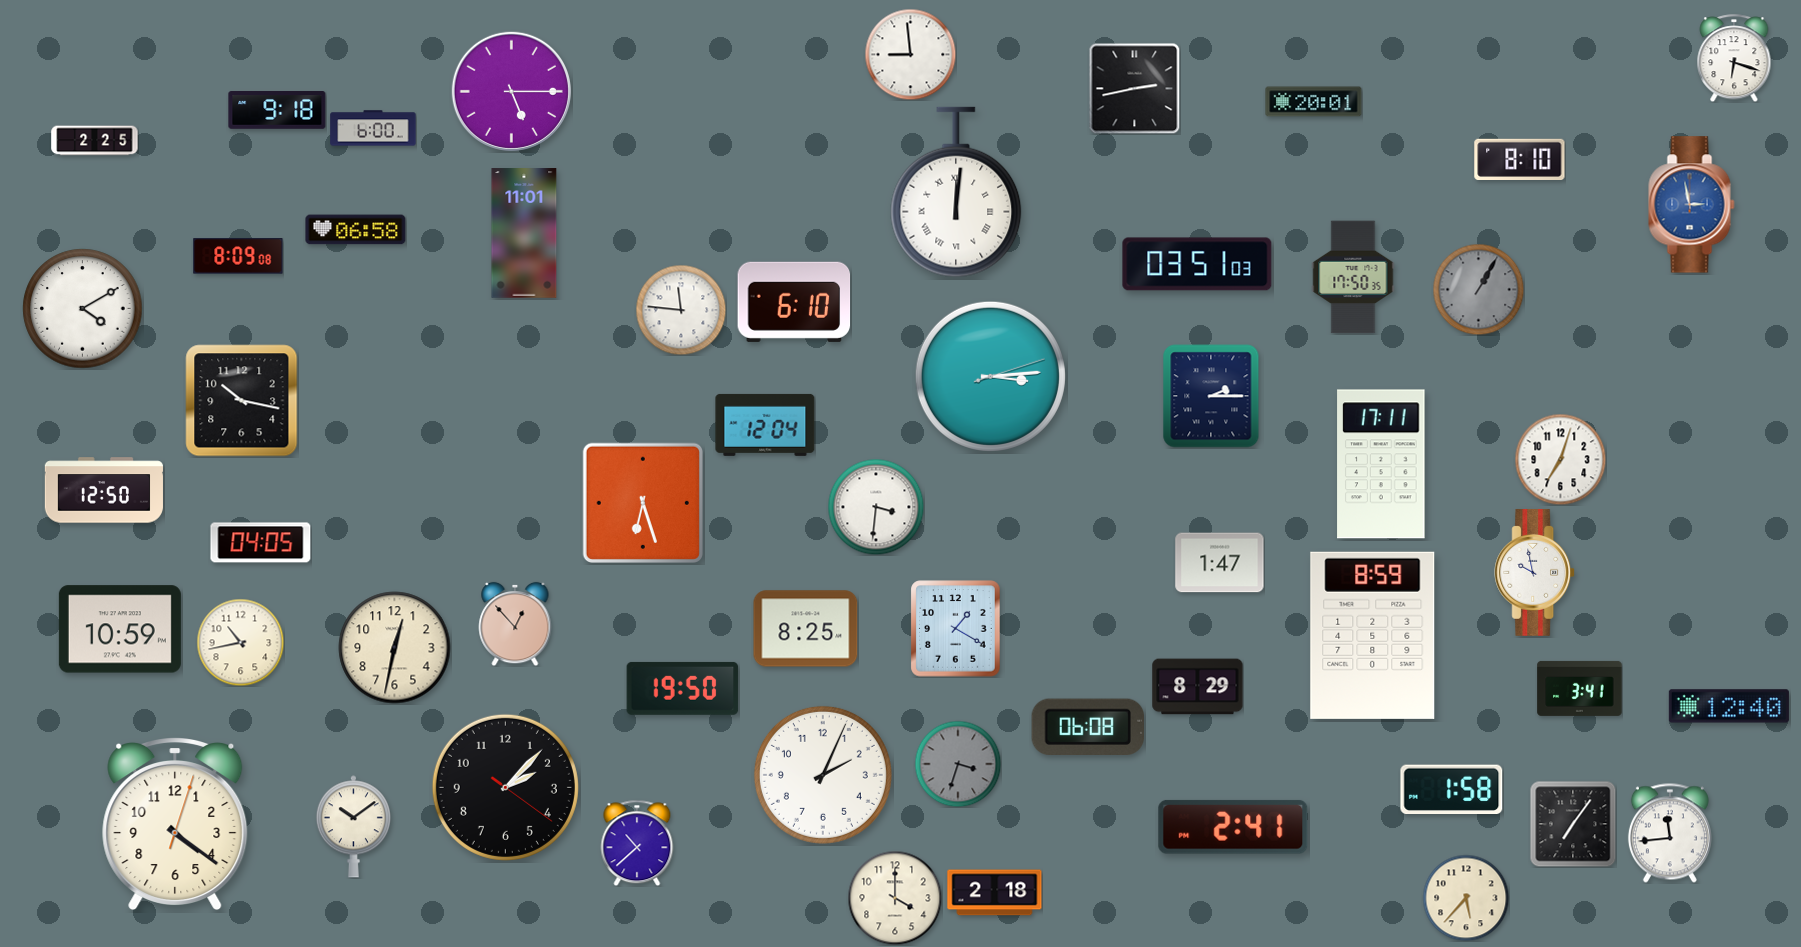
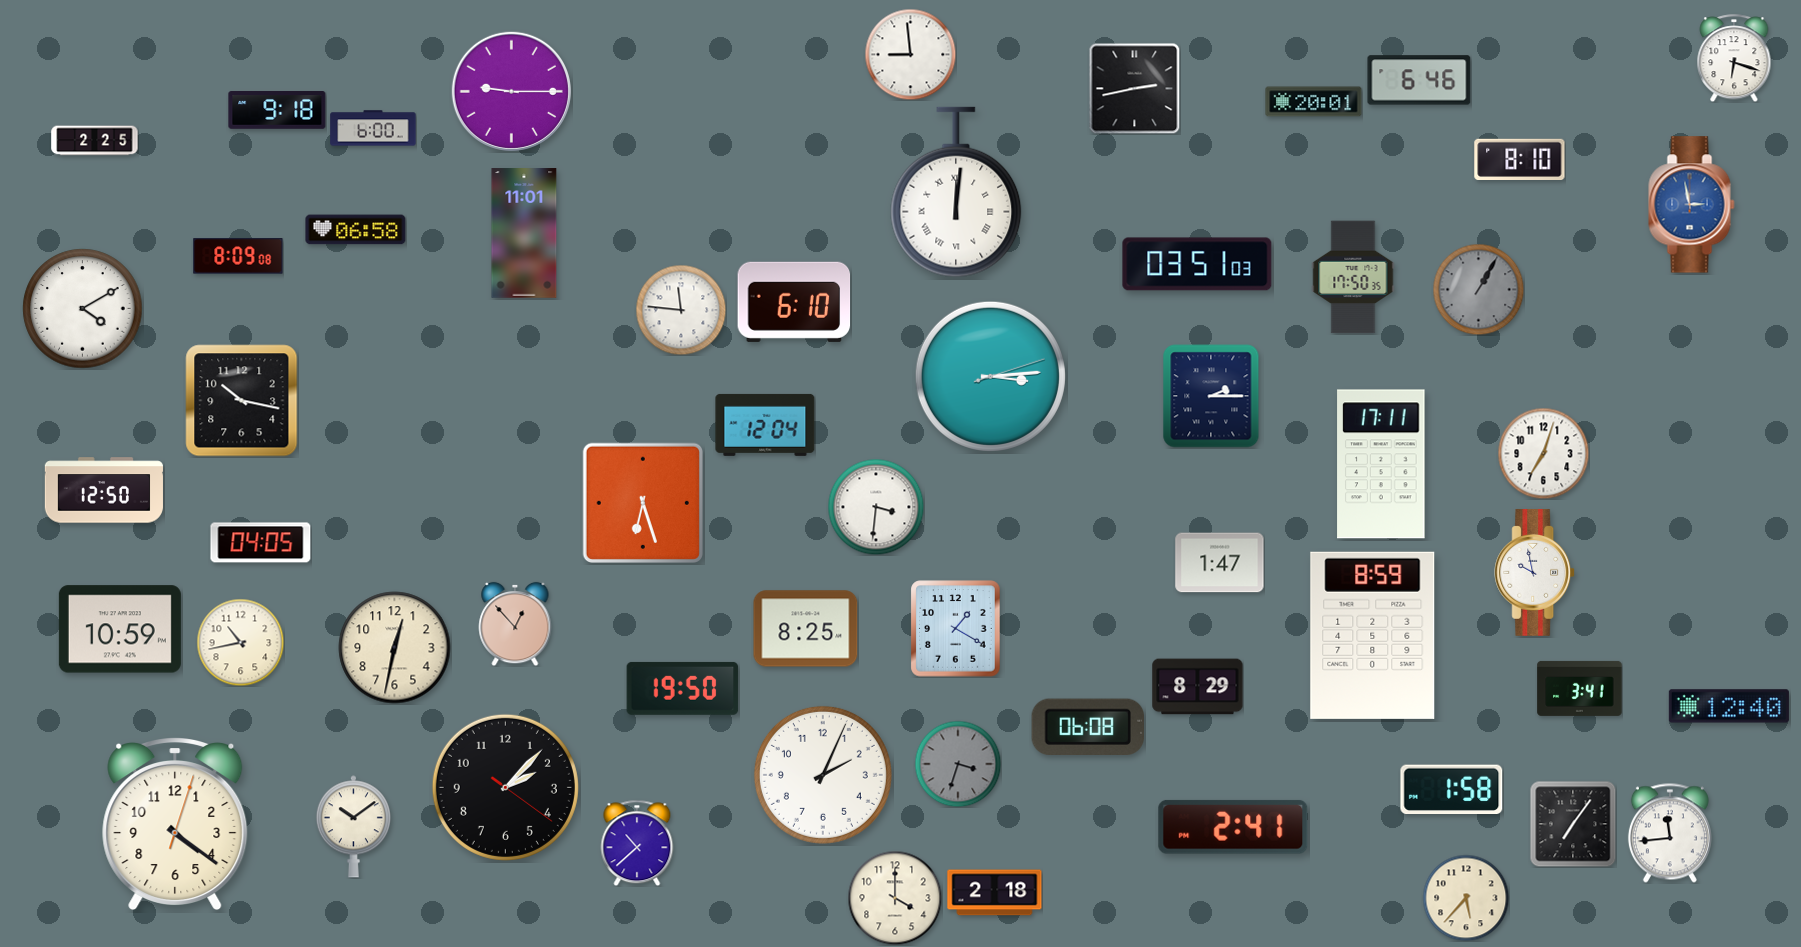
clock at (1419, 80): none -> 6:46
clock at (511, 91): 5:15 -> 9:15
clock at (1560, 459) position: (1560, 459) -> (1543, 453)
